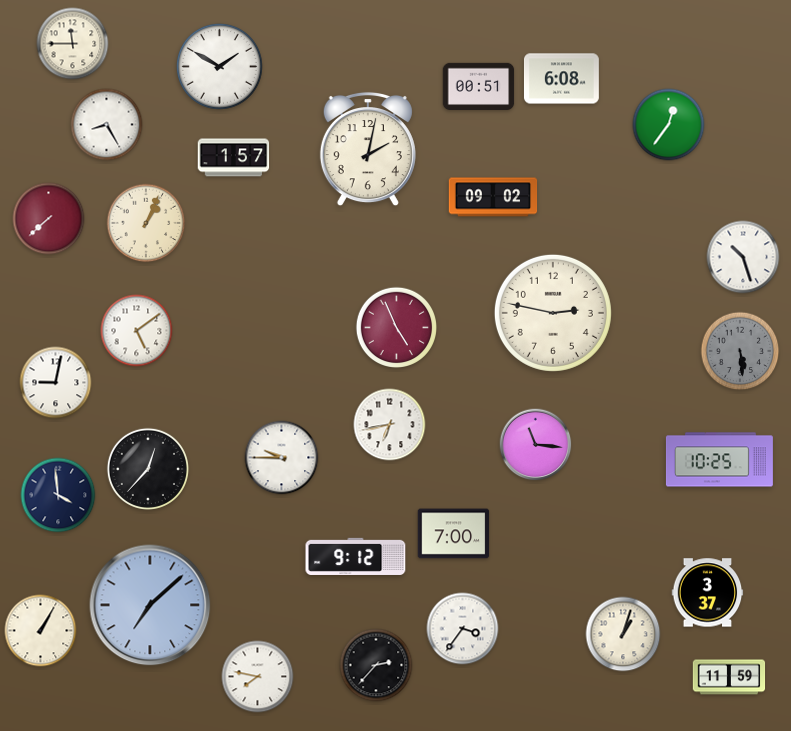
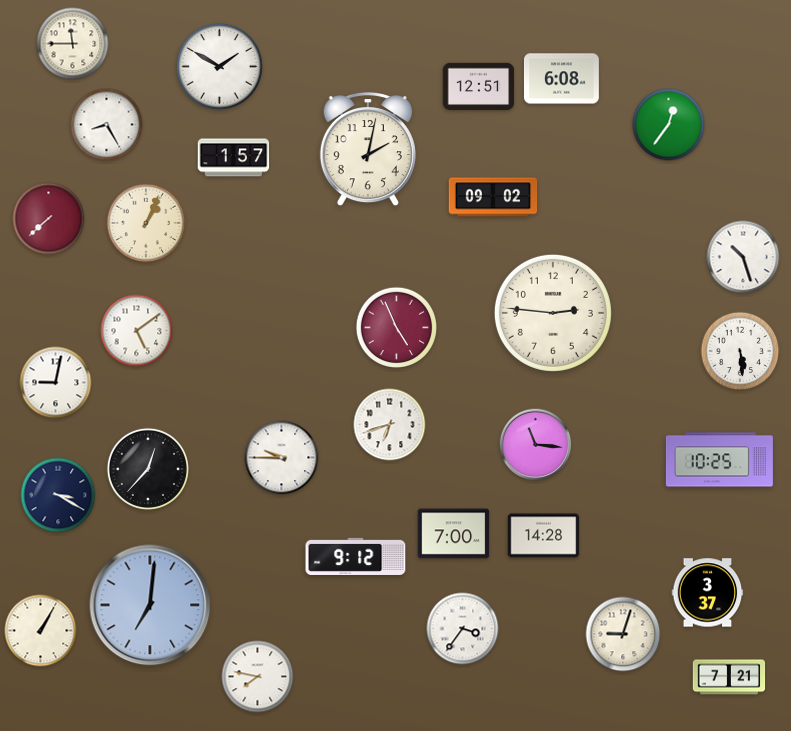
clock at (479, 86): 00:51 -> 12:51
clock at (553, 313): 2:47 -> 2:46
clock at (740, 351) dial: grey -> white
clock at (390, 425): 6:43 -> 6:42
clock at (58, 495): 3:59 -> 3:20
clock at (544, 536): none -> 14:28
clock at (150, 605): 7:08 -> 7:01
clock at (623, 634): 1:03 -> 9:03
clock at (376, 665): 2:37 -> none
clock at (729, 677): 11:59 -> 7:21
